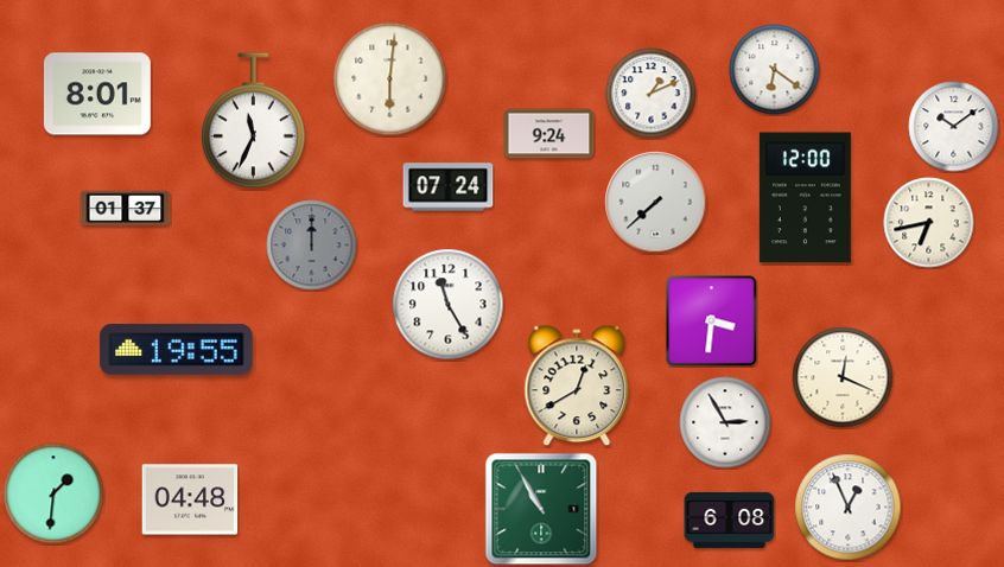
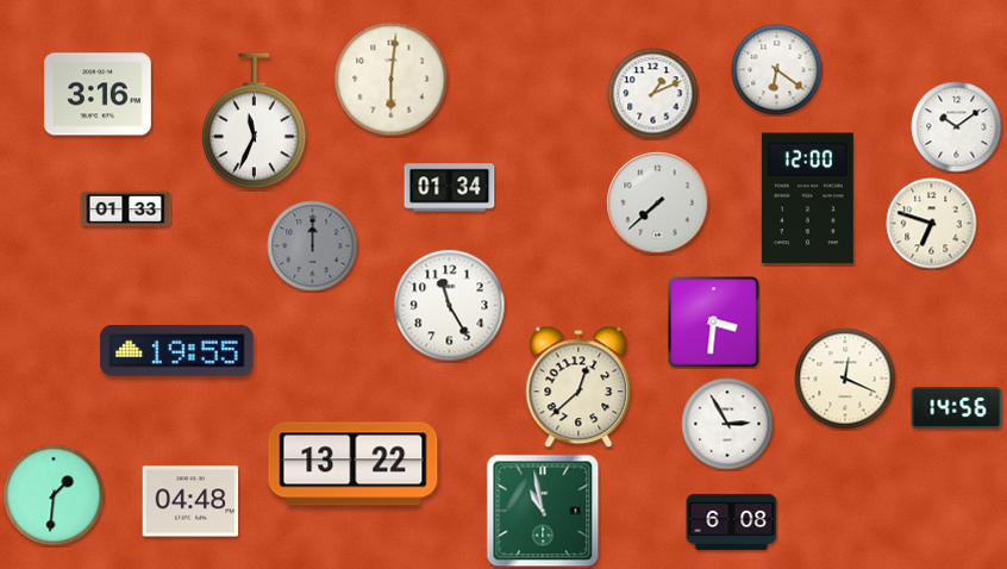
clock at (97, 94): 8:01 -> 3:16
clock at (549, 134): 9:24 -> none
clock at (449, 187): 07:24 -> 01:34
clock at (126, 209): 01:37 -> 01:33
clock at (929, 223): 6:43 -> 6:48
clock at (577, 386): 12:40 -> 12:38
clock at (957, 408): none -> 14:56
clock at (354, 464): none -> 13:22
clock at (849, 508): 12:56 -> none
clock at (541, 509): 10:55 -> 10:58
